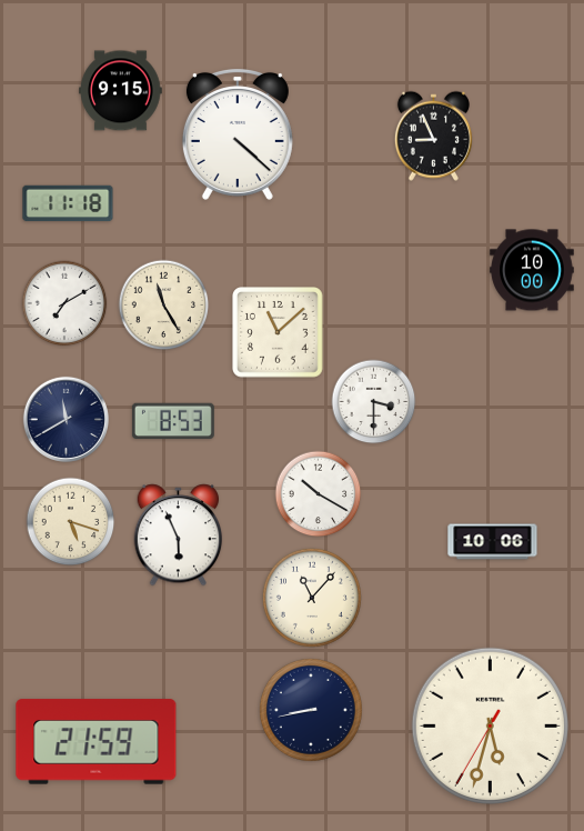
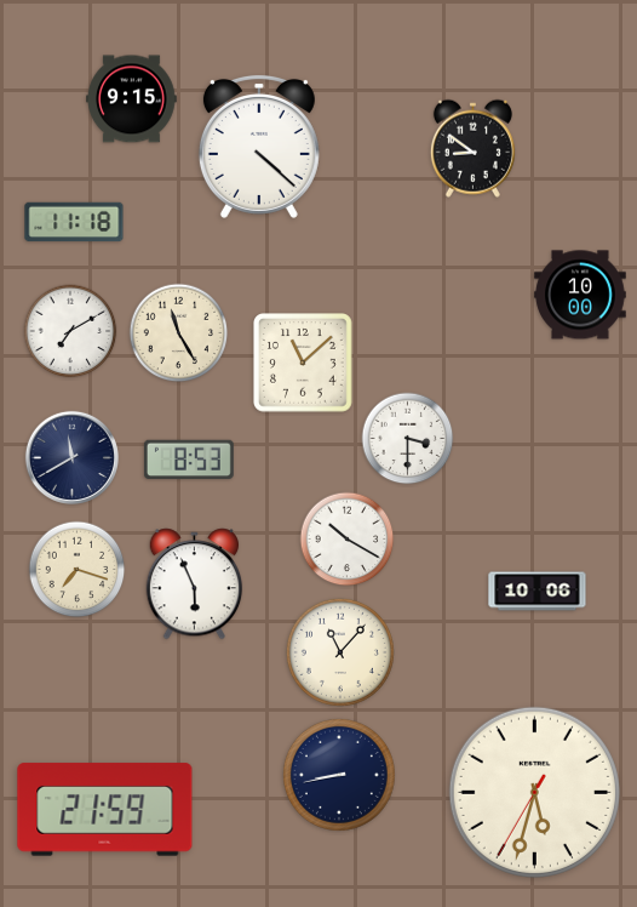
clock at (433, 136): 8:56 -> 8:51
clock at (71, 522): 5:18 -> 7:18
